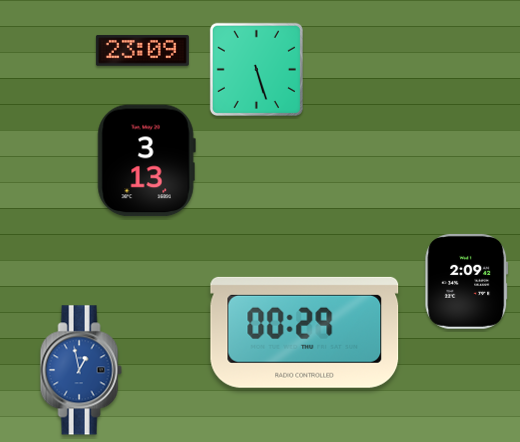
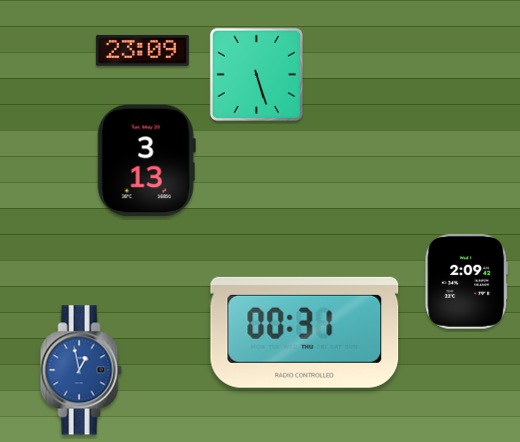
clock at (256, 69) position: (256, 69) -> (256, 74)
clock at (305, 332): 00:29 -> 00:31
